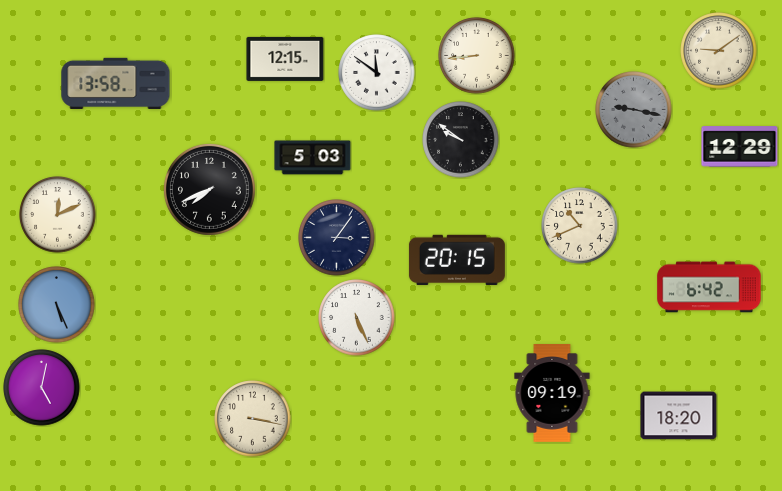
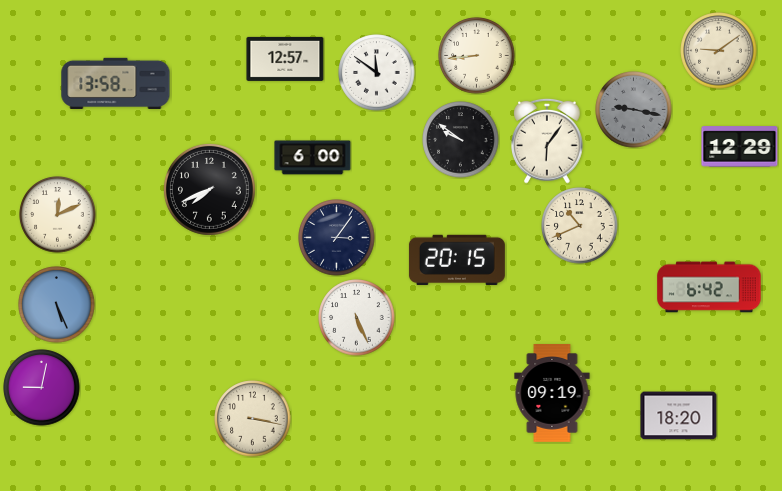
clock at (285, 59): 12:15 -> 12:57
clock at (547, 141): none -> 6:06
clock at (313, 158): 5:03 -> 6:00
clock at (42, 388): 5:02 -> 9:02
